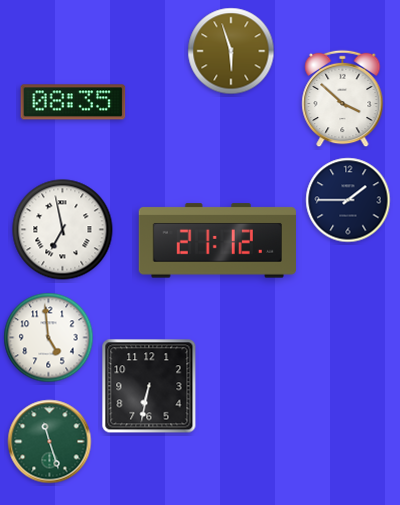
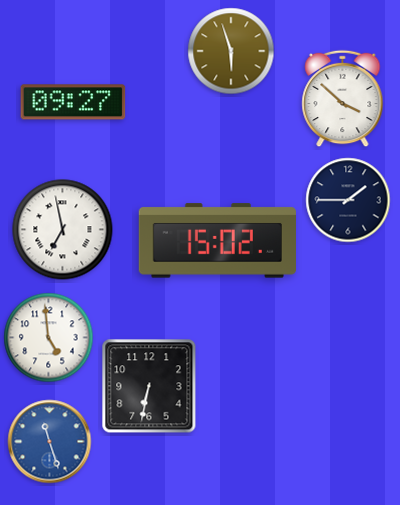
clock at (73, 102): 08:35 -> 09:27
clock at (217, 241): 21:12 -> 15:02
clock at (50, 442) dial: green -> blue
